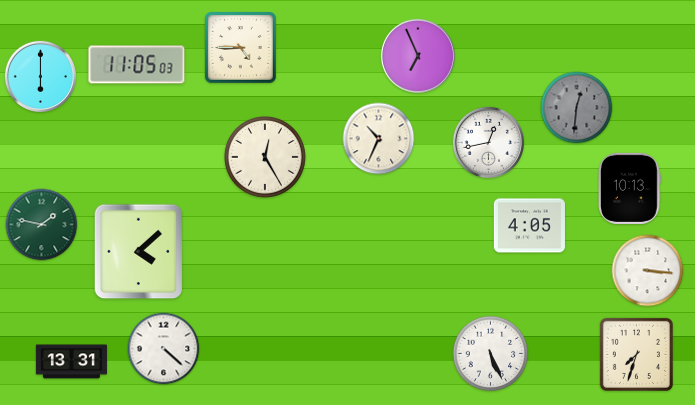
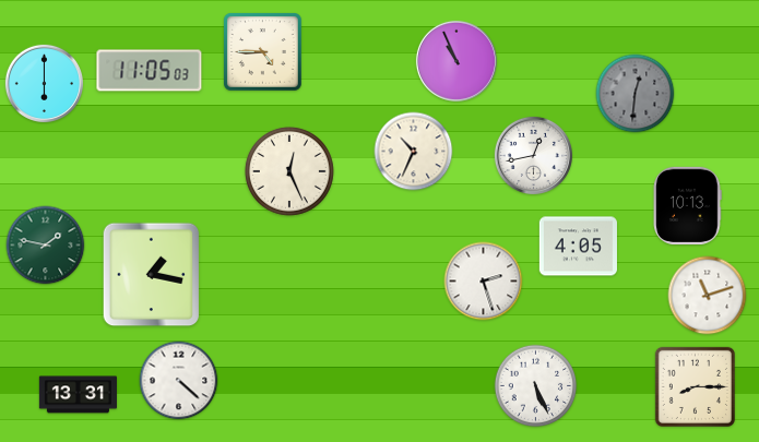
clock at (418, 56): 6:56 -> 10:56
clock at (577, 108) position: (577, 108) -> (636, 94)
clock at (265, 157): 12:25 -> 12:26
clock at (139, 252): 4:08 -> 1:17
clock at (484, 282): none -> 2:27
clock at (648, 271): 3:16 -> 11:12
clock at (636, 354): 7:33 -> 8:15
